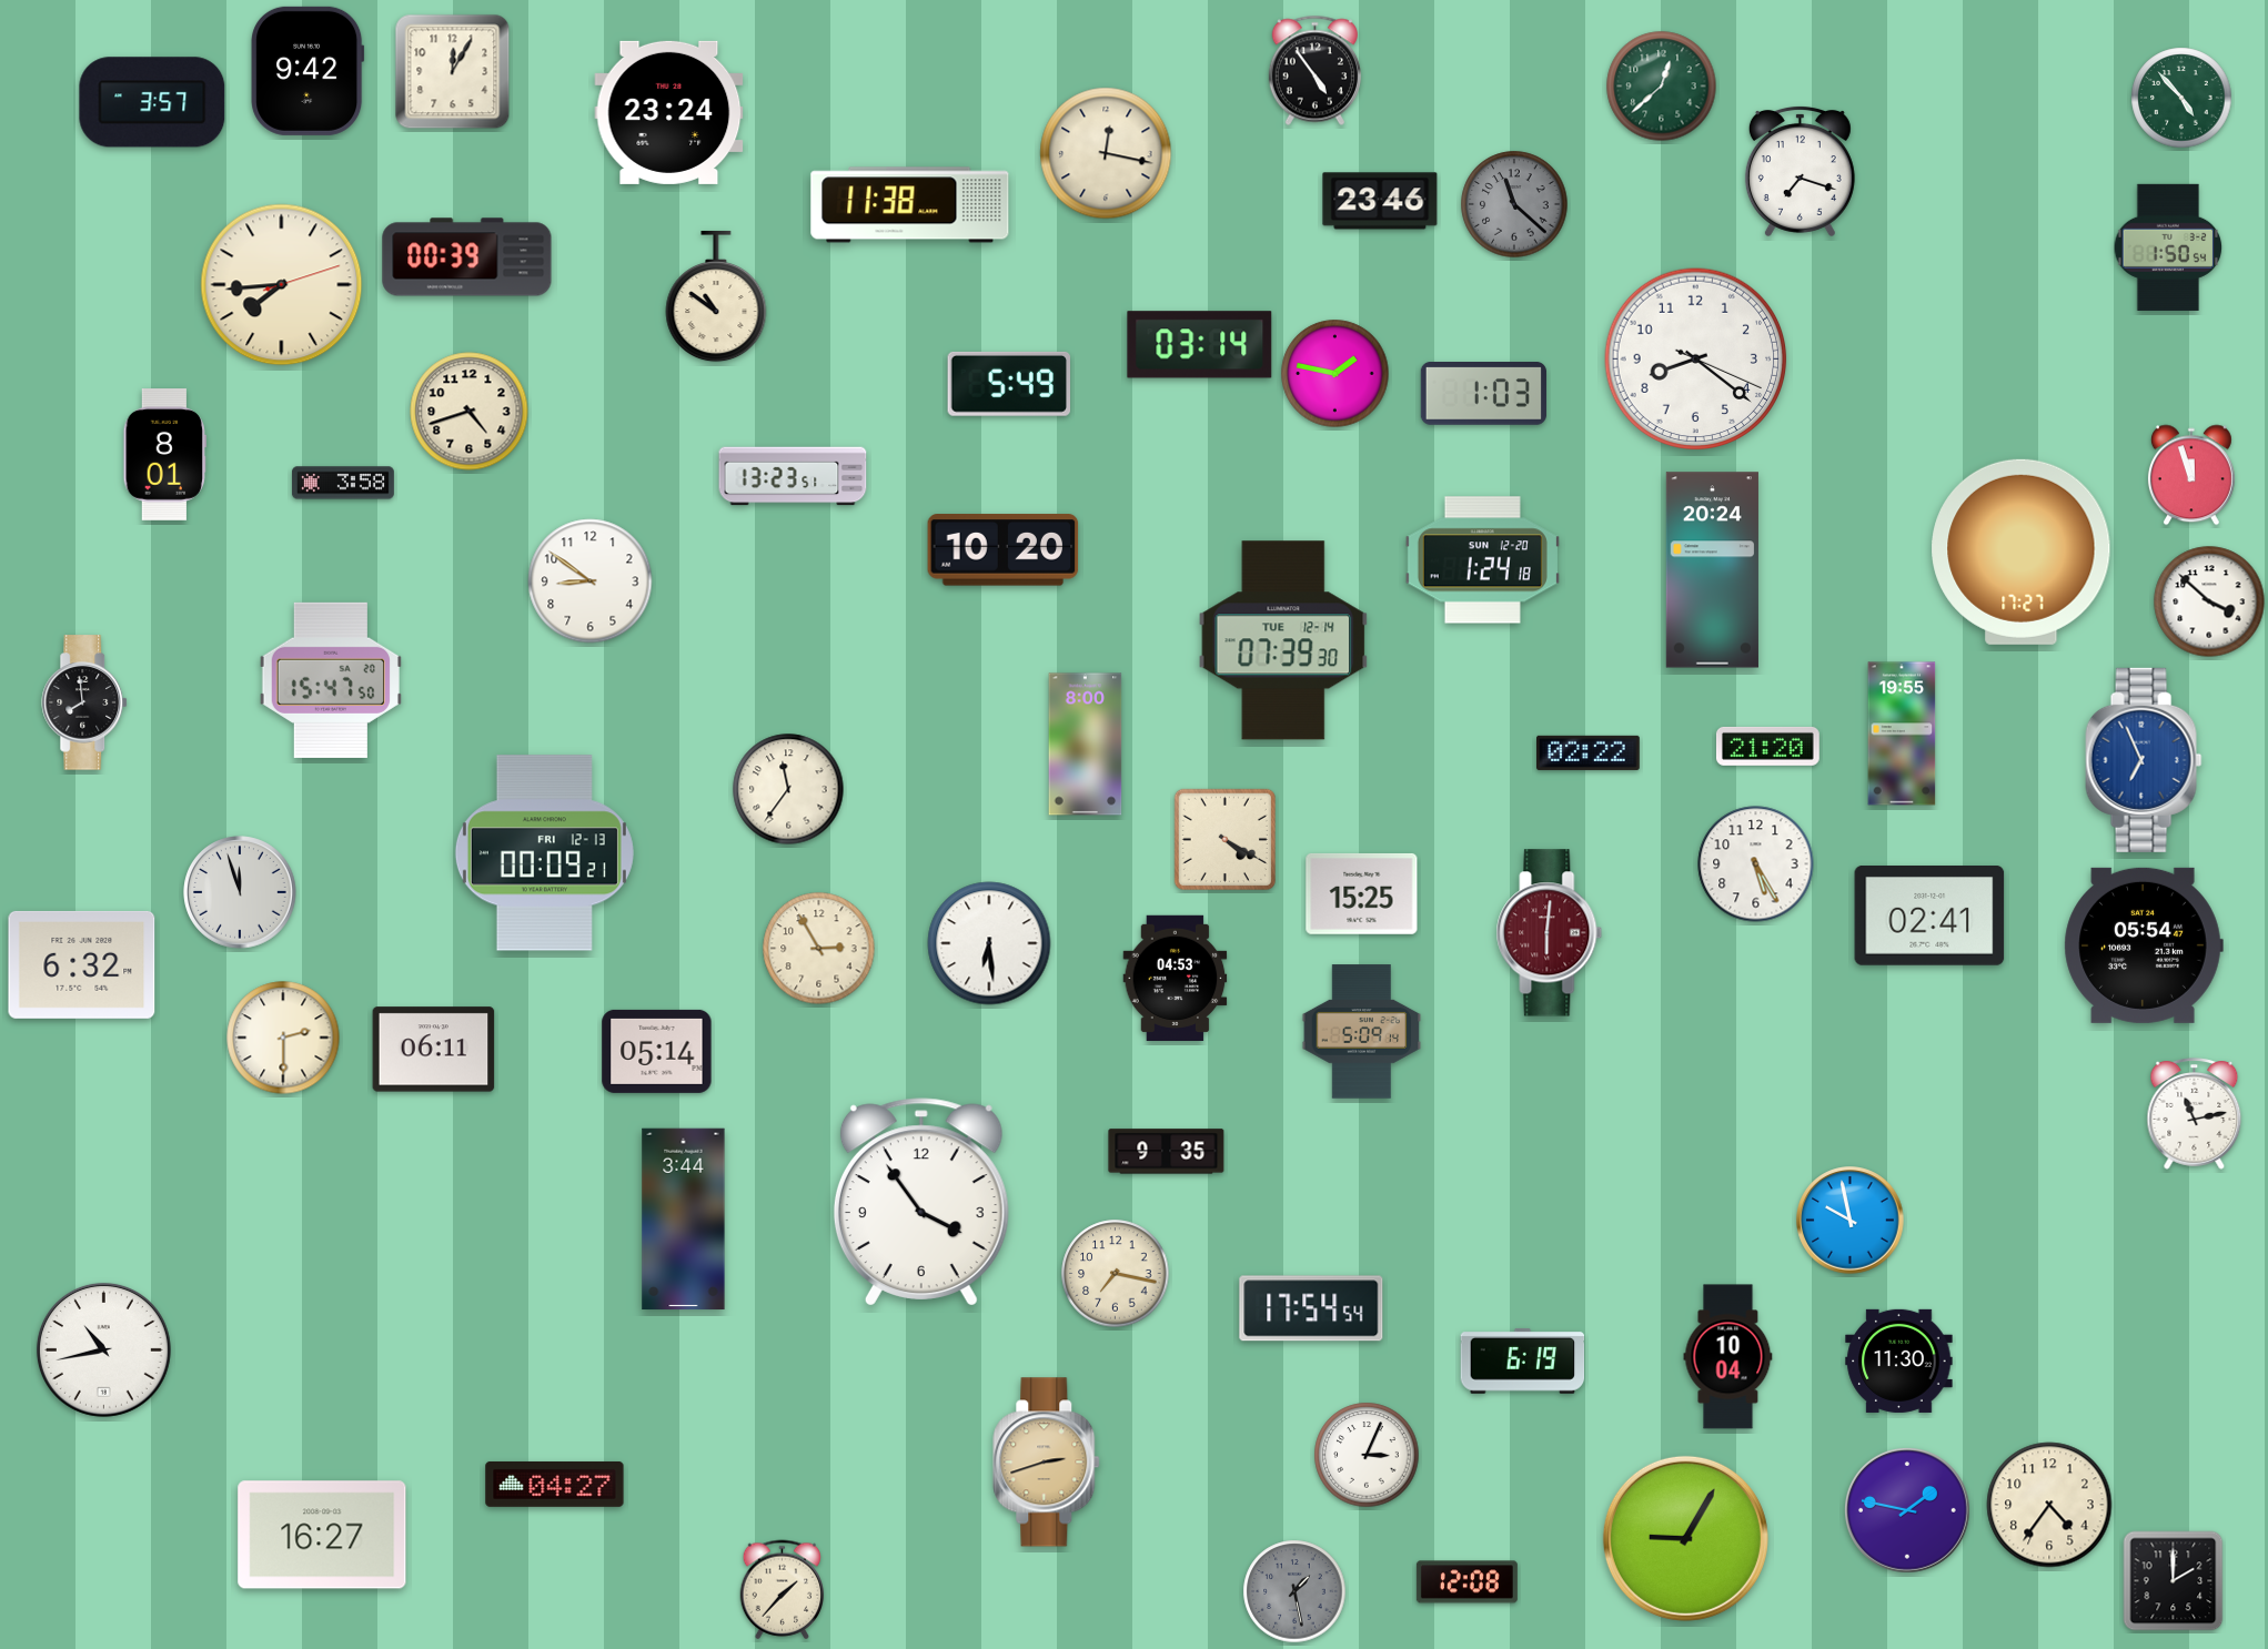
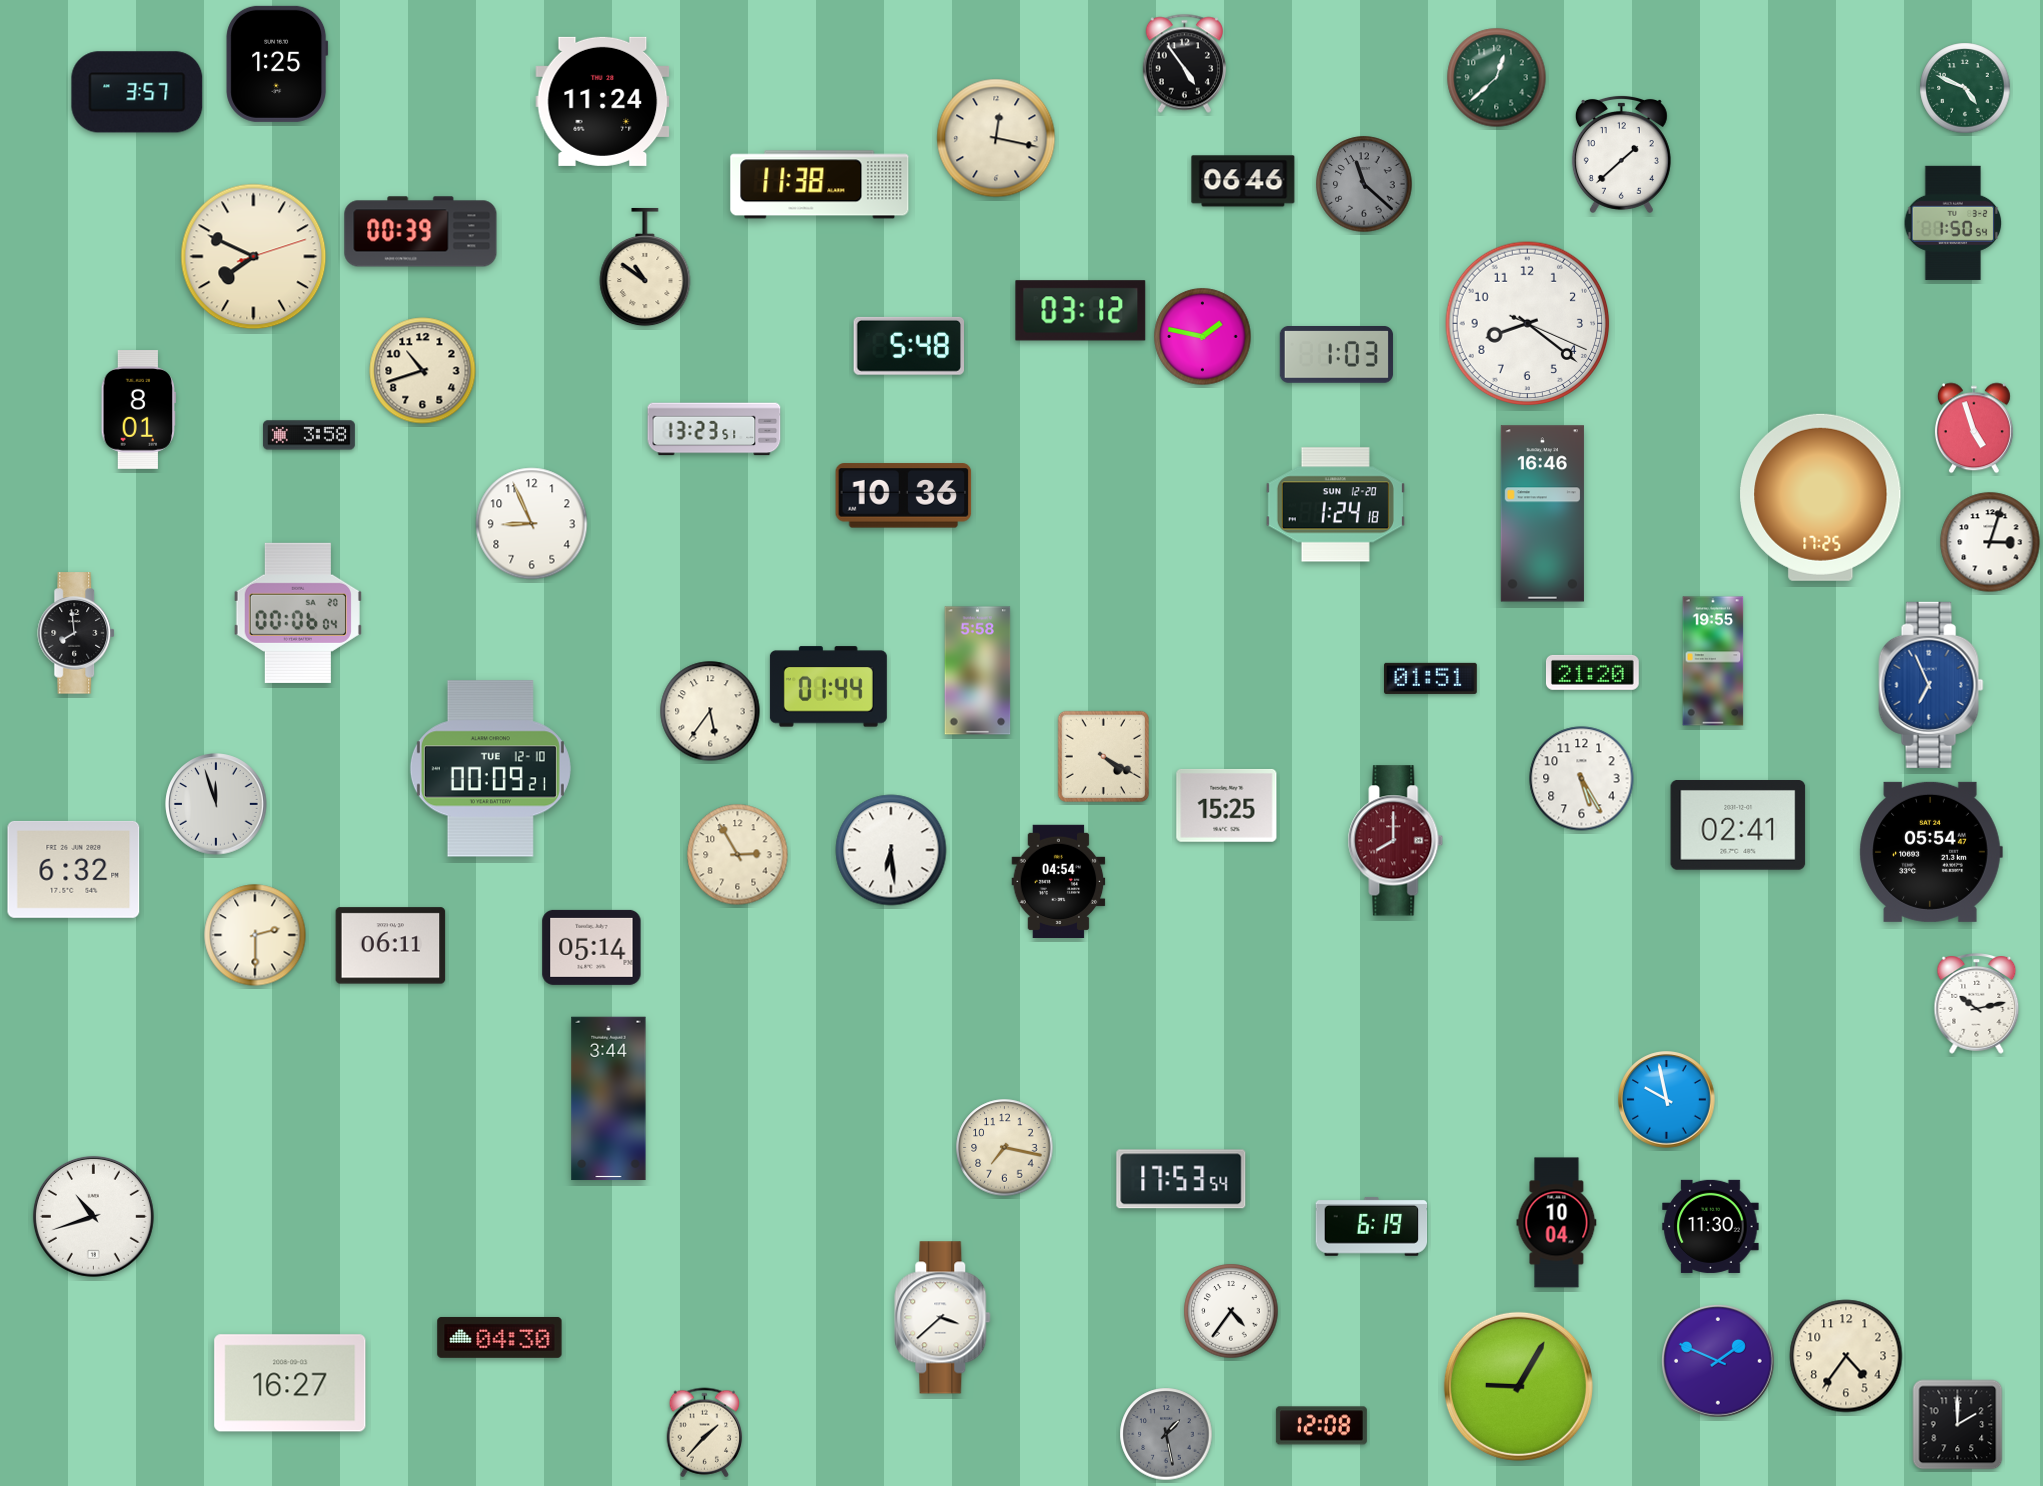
clock at (308, 71): 9:42 -> 1:25
clock at (453, 72): 12:05 -> none
clock at (2181, 98): 4:53 -> 4:49
clock at (669, 112): 23:24 -> 11:24
clock at (1800, 171): 7:18 -> 1:38
clock at (1380, 201): 23:46 -> 06:46
clock at (282, 285): 7:44 -> 7:49
clock at (1200, 345): 03:14 -> 03:12
clock at (1009, 384): 5:49 -> 5:48
clock at (470, 412): 4:42 -> 10:42
clock at (164, 455) position: (164, 455) -> (138, 410)
clock at (2191, 475): 11:57 -> 4:57
clock at (1004, 550): 10:20 -> 10:36
clock at (2022, 552): 17:27 -> 17:25
clock at (1712, 570): 20:24 -> 16:46
clock at (591, 581): 8:51 -> 8:56
clock at (2209, 601): 3:52 -> 3:03
clock at (1283, 640): 07:39 -> none
clock at (331, 680): 15:47 -> 00:06
clock at (1086, 745): 8:00 -> 5:58
clock at (1589, 752): 02:22 -> 01:51
clock at (828, 687): none -> 01:44
clock at (788, 789): 11:36 -> 5:36
clock at (544, 853) date: FRI 12-13 -> TUE 12-10
clock at (1550, 933): 6:01 -> 8:00
clock at (1176, 978): 04:53 -> 04:54
clock at (1362, 1032): 5:09 -> none
clock at (2195, 1114): 11:13 -> 10:13
clock at (1167, 1152): 9:35 -> none
clock at (921, 1202): 3:54 -> none
clock at (684, 1220) position: (684, 1220) -> (609, 1099)
clock at (1311, 1308): 17:54 -> 17:53
clock at (103, 1349): 10:43 -> 10:42
clock at (1367, 1455): 3:04 -> 4:36
clock at (1047, 1463): 2:42 -> 3:38
clock at (1047, 1463) dial: champagne -> white
clock at (555, 1484): 04:27 -> 04:30
clock at (1907, 1510): 1:47 -> 1:49
